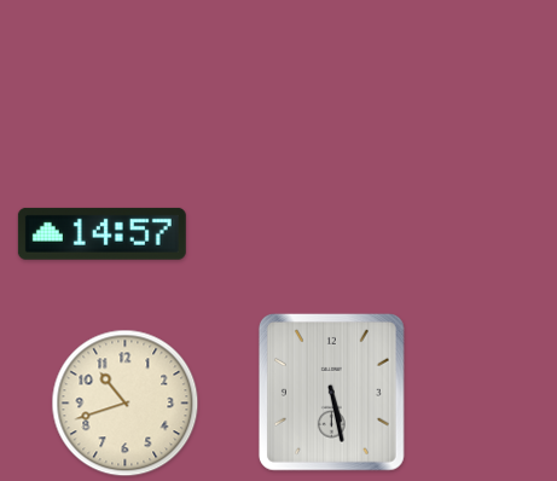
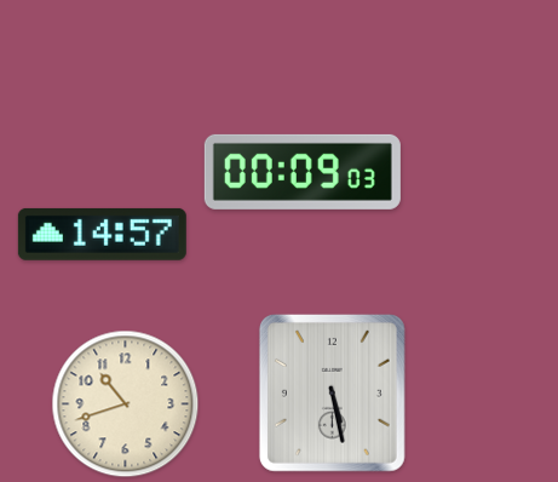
clock at (303, 172): none -> 00:09
